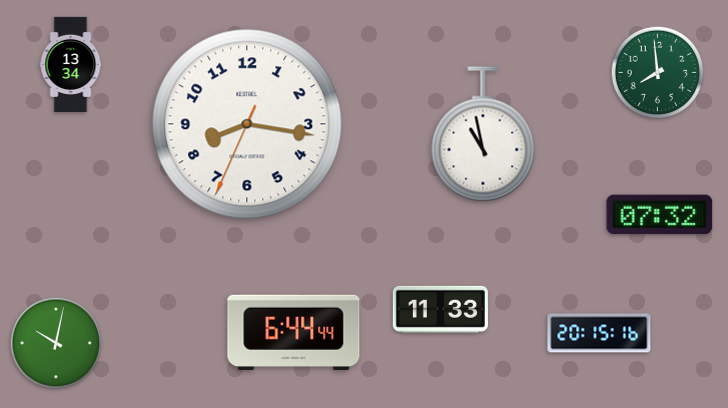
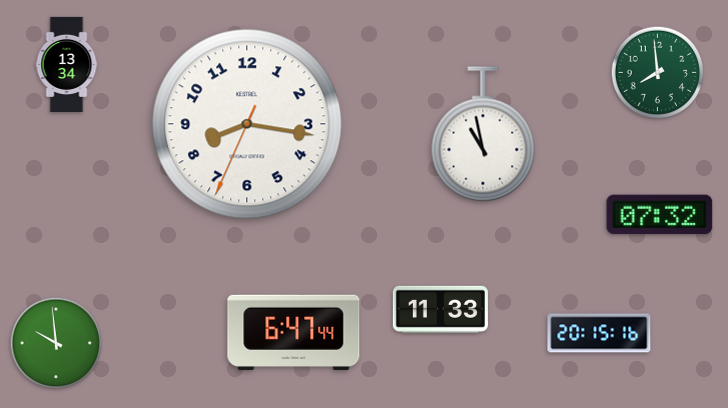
clock at (71, 64) position: (71, 64) -> (67, 64)
clock at (294, 332): 6:44 -> 6:47
clock at (56, 343): 10:02 -> 9:59
